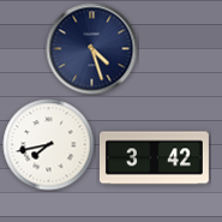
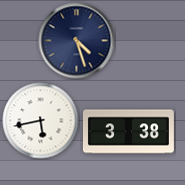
clock at (49, 145): 7:43 -> 5:43
clock at (154, 158): 3:42 -> 3:38
